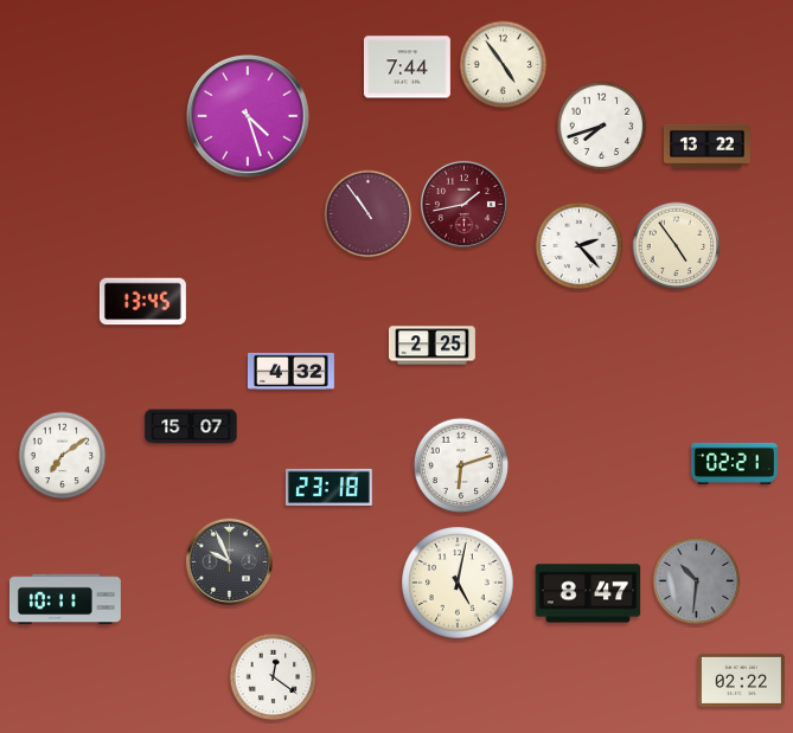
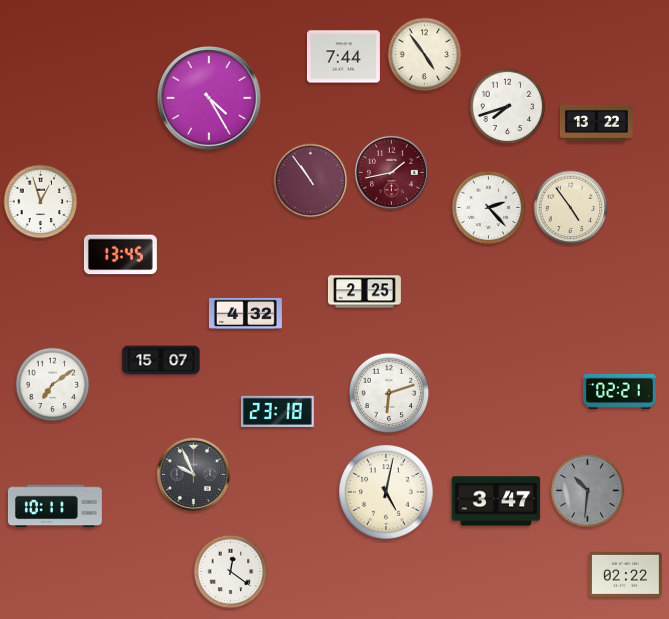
clock at (248, 116): 4:27 -> 4:25
clock at (41, 202): none -> 12:57
clock at (588, 593): 8:47 -> 3:47
